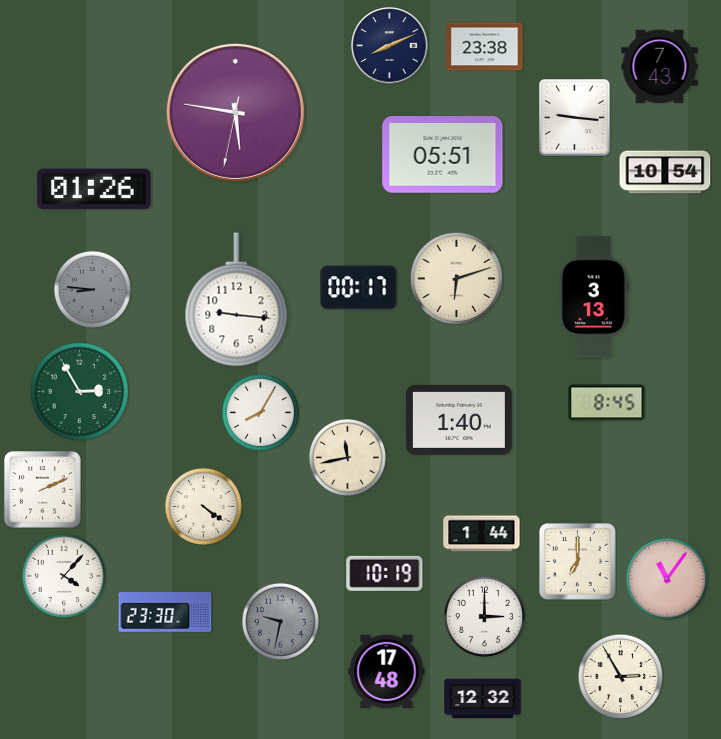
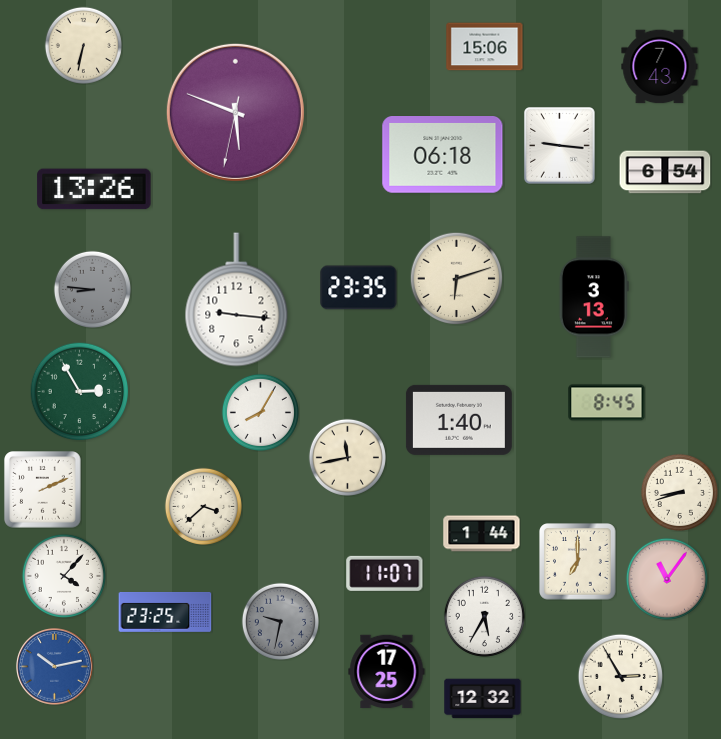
clock at (83, 45): none -> 6:32
clock at (390, 46): 8:11 -> none
clock at (485, 47): 23:38 -> 15:06
clock at (235, 112): 5:46 -> 5:48
clock at (575, 118) position: (575, 118) -> (560, 146)
clock at (443, 155): 05:51 -> 06:18
clock at (665, 172): 10:54 -> 6:54
clock at (94, 189): 01:26 -> 13:26
clock at (359, 288): 00:17 -> 23:35
clock at (679, 492): none -> 8:42
clock at (203, 506): 4:21 -> 3:38
clock at (385, 573): 10:19 -> 11:07
clock at (165, 612): 23:30 -> 23:25
clock at (484, 616): 3:00 -> 5:35
clock at (55, 667): none -> 10:13
clock at (387, 672): 17:48 -> 17:25
